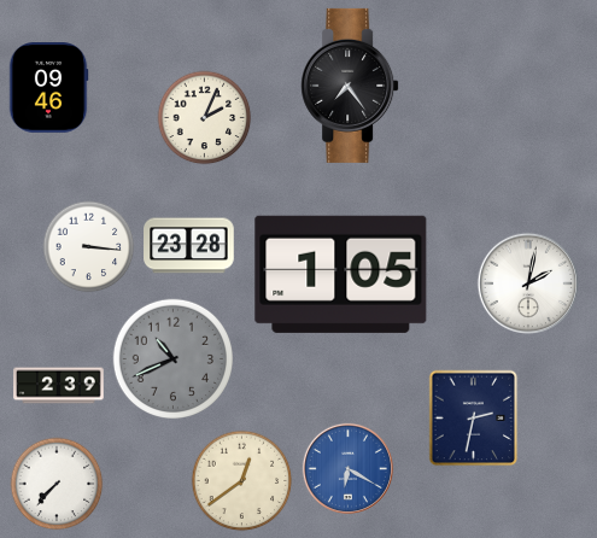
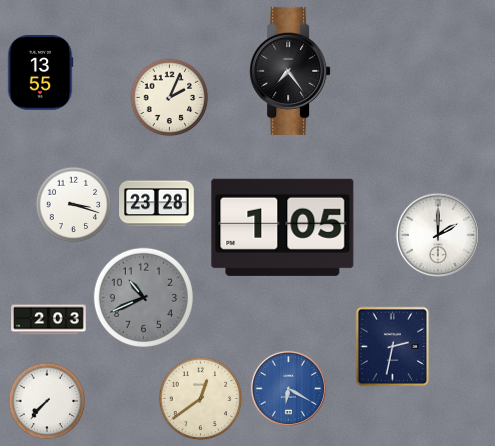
clock at (48, 88): 09:46 -> 13:55
clock at (89, 247): 3:16 -> 3:18
clock at (527, 282): 2:02 -> 2:00
clock at (59, 386): 2:39 -> 2:03
